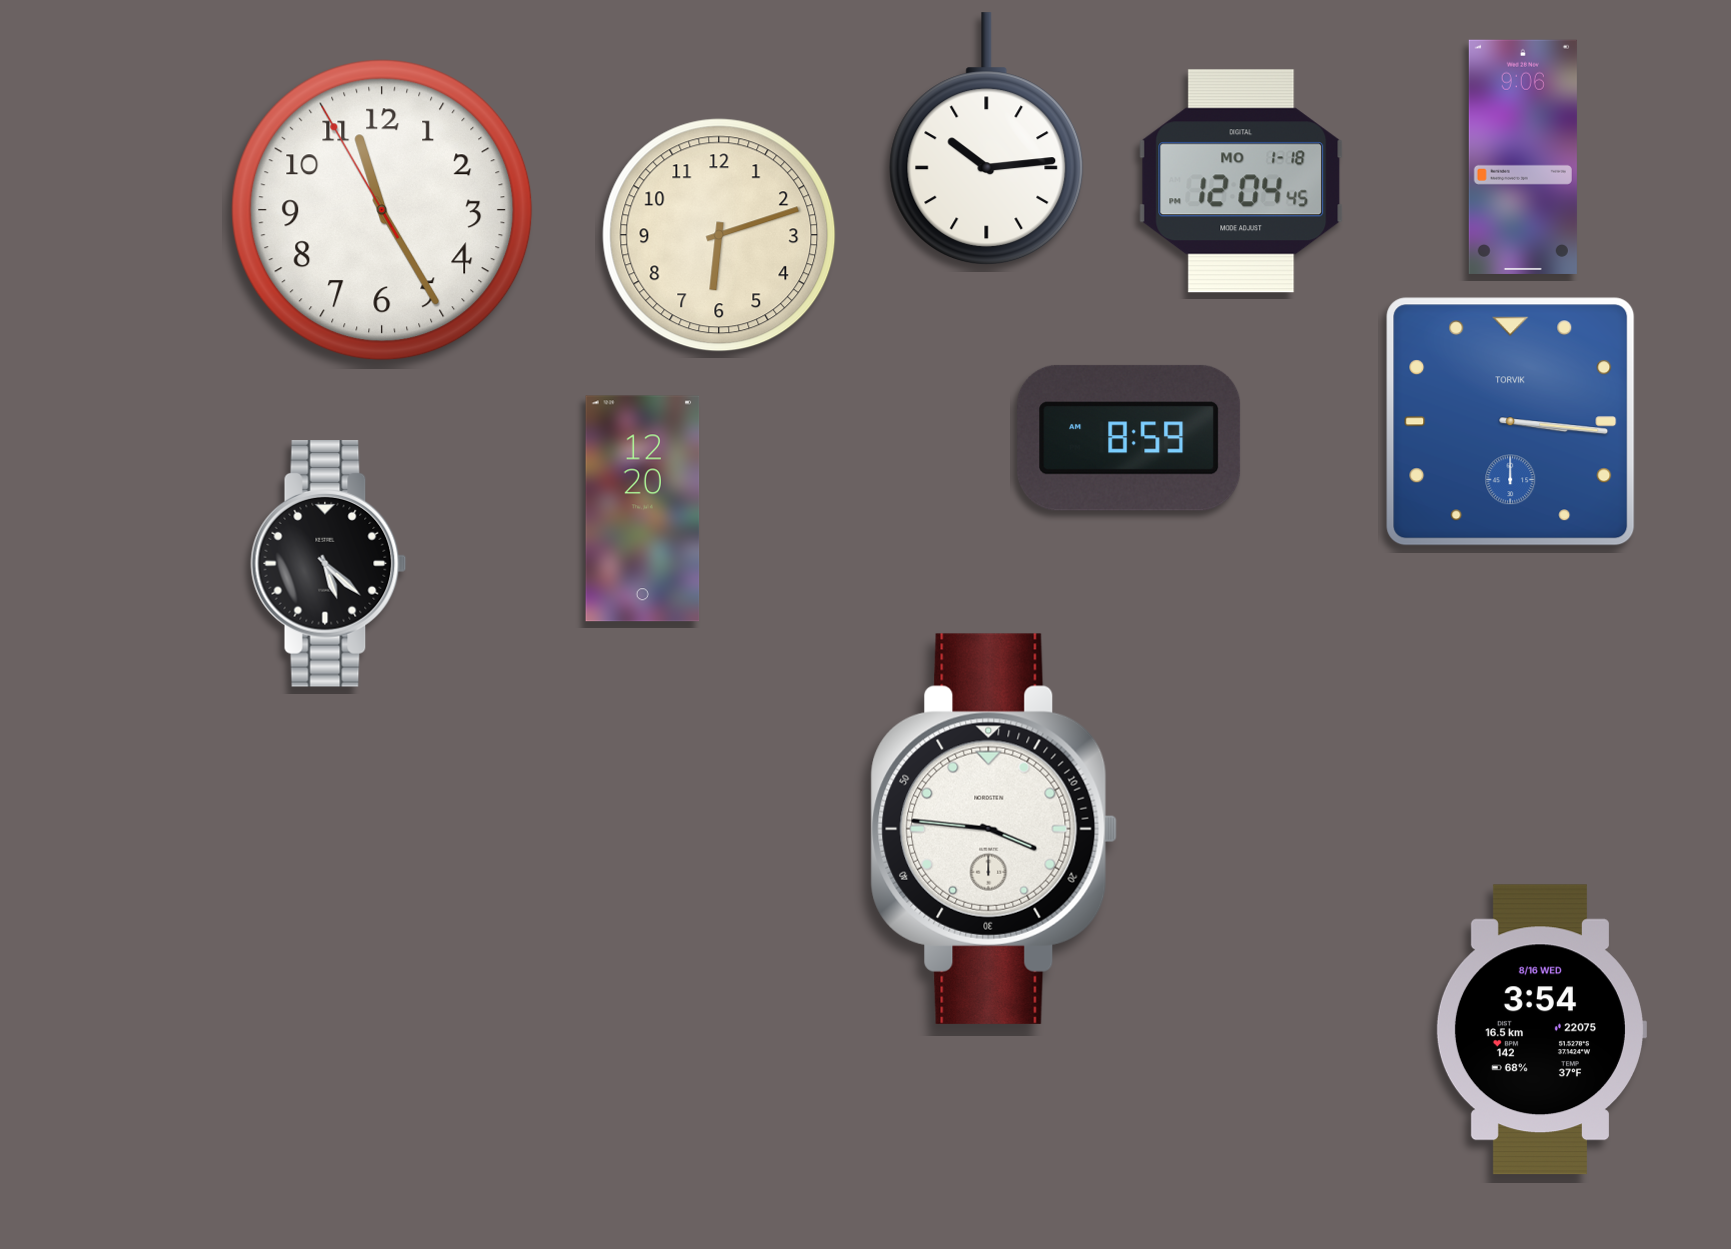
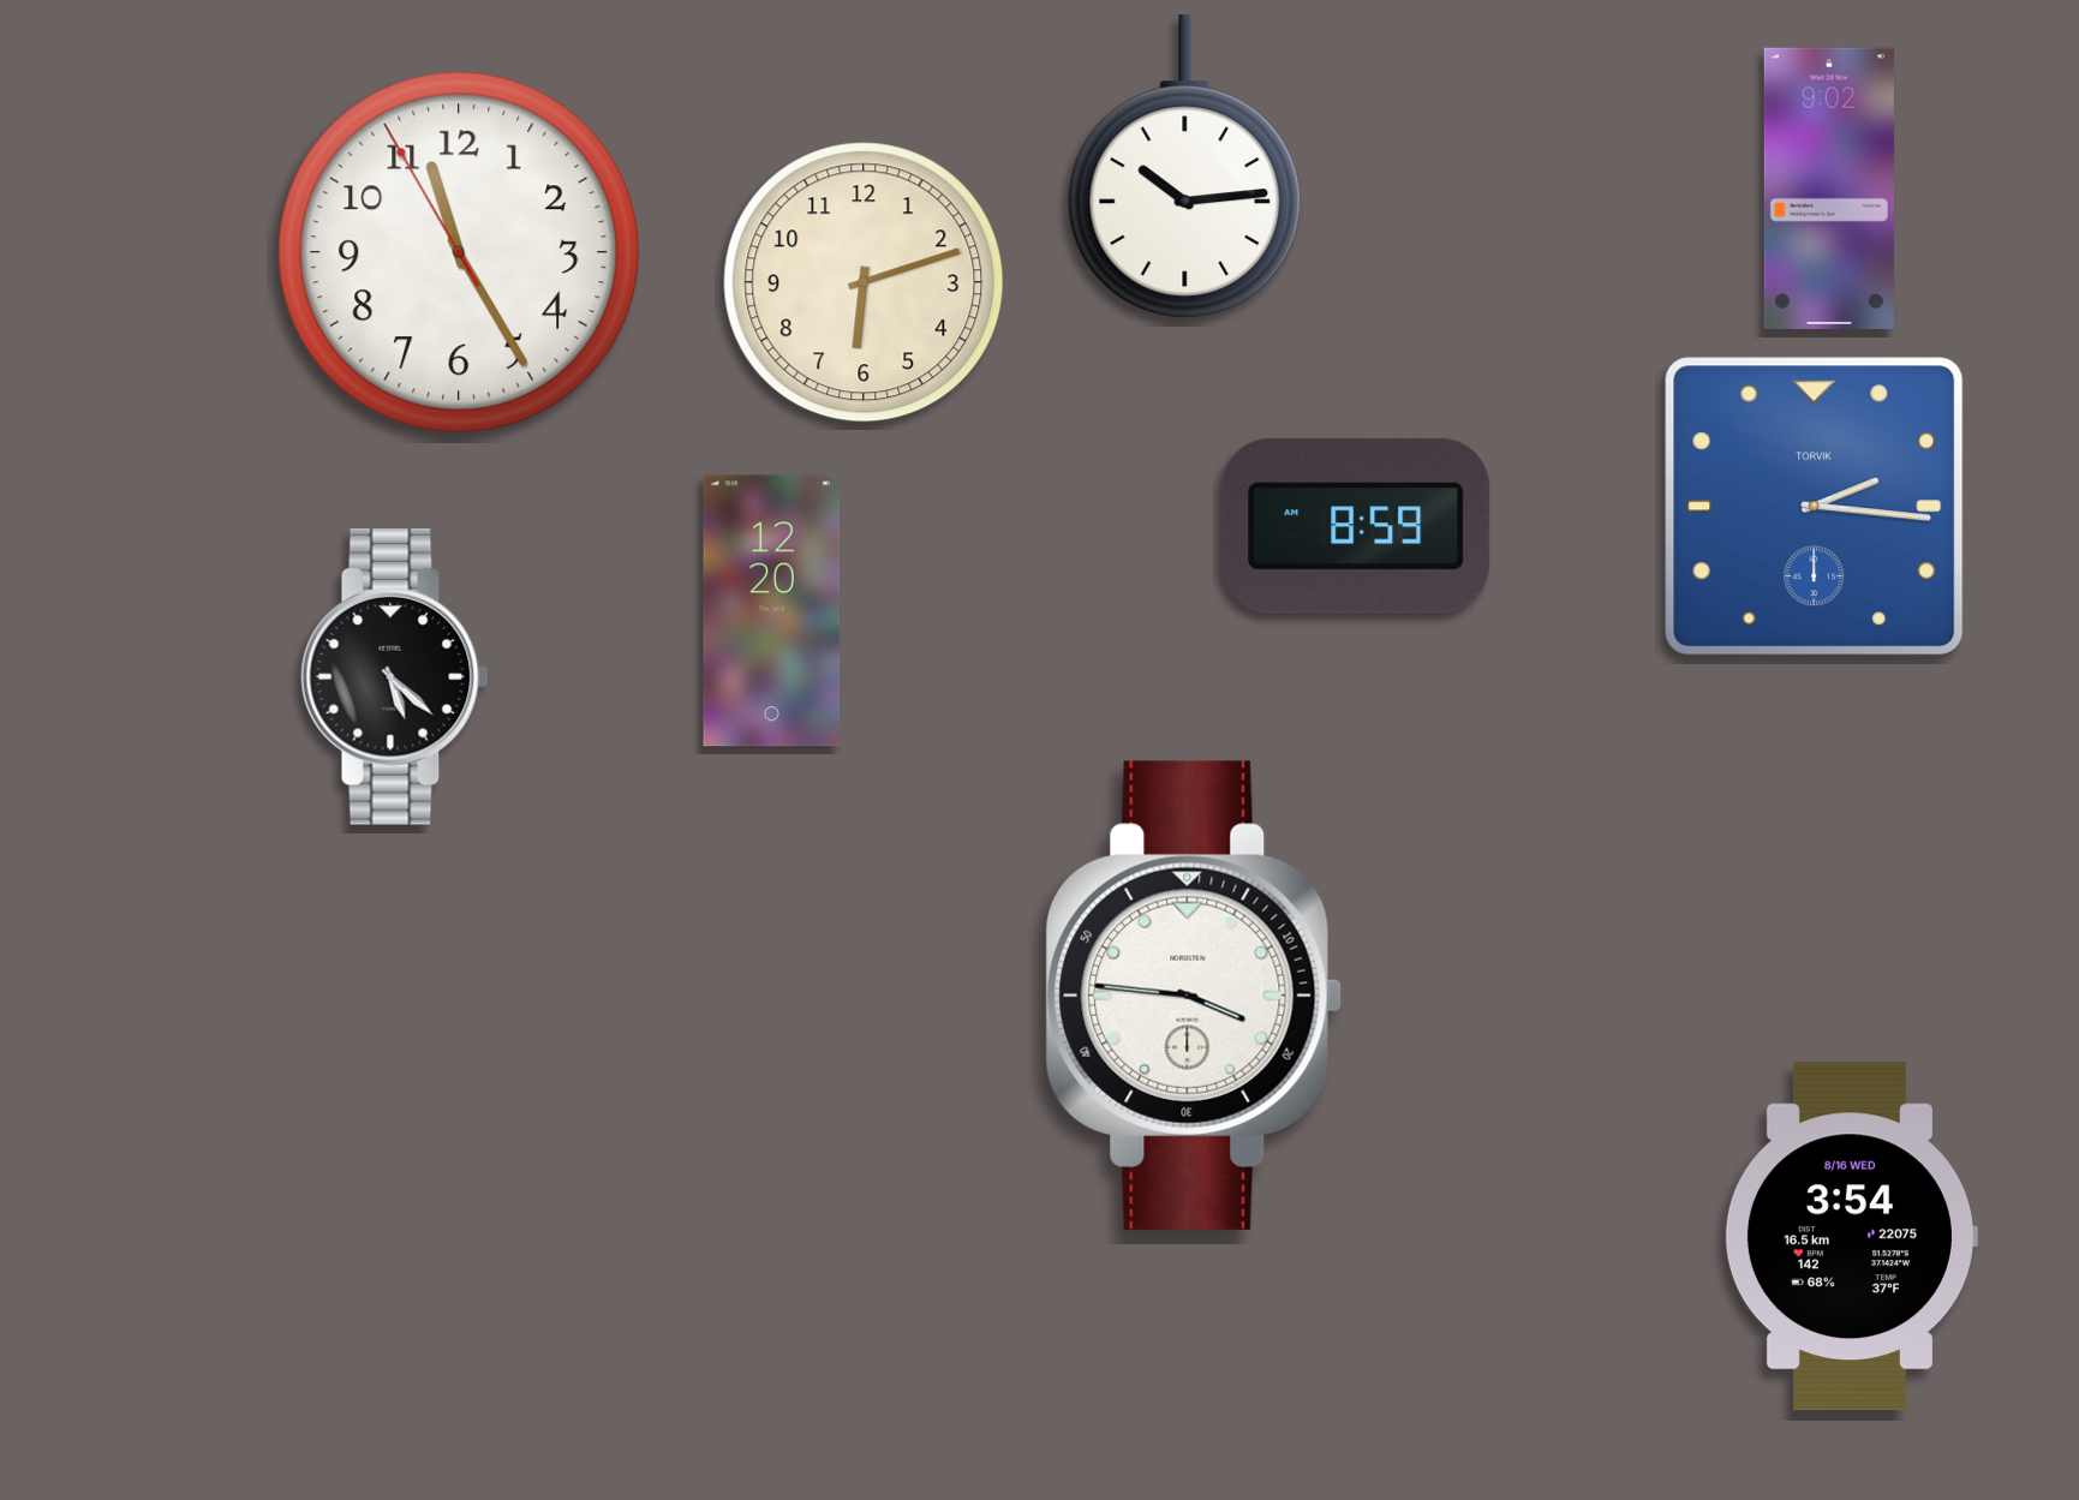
clock at (1523, 157): 9:06 -> 9:02
clock at (1241, 181): 12:04 -> none
clock at (1511, 422): 3:16 -> 2:16
